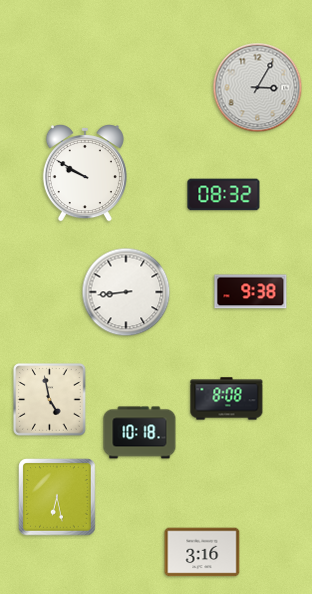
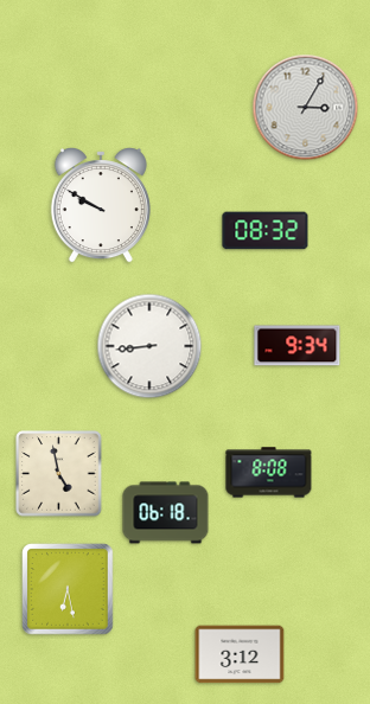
clock at (258, 88) position: (258, 88) -> (306, 108)
clock at (251, 292): 9:38 -> 9:34
clock at (140, 433): 10:18 -> 06:18
clock at (202, 552): 3:16 -> 3:12
